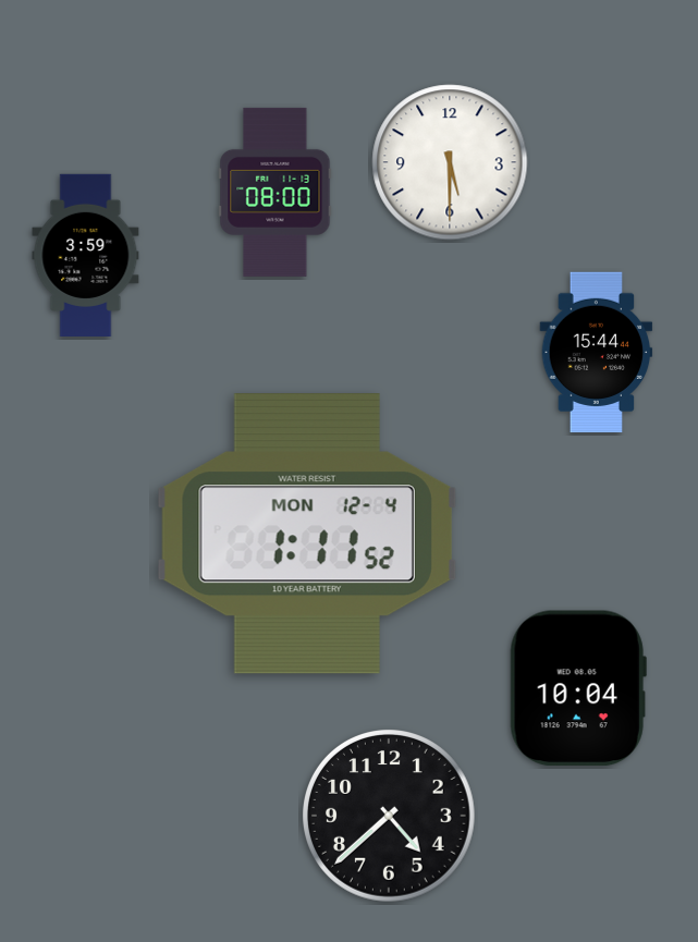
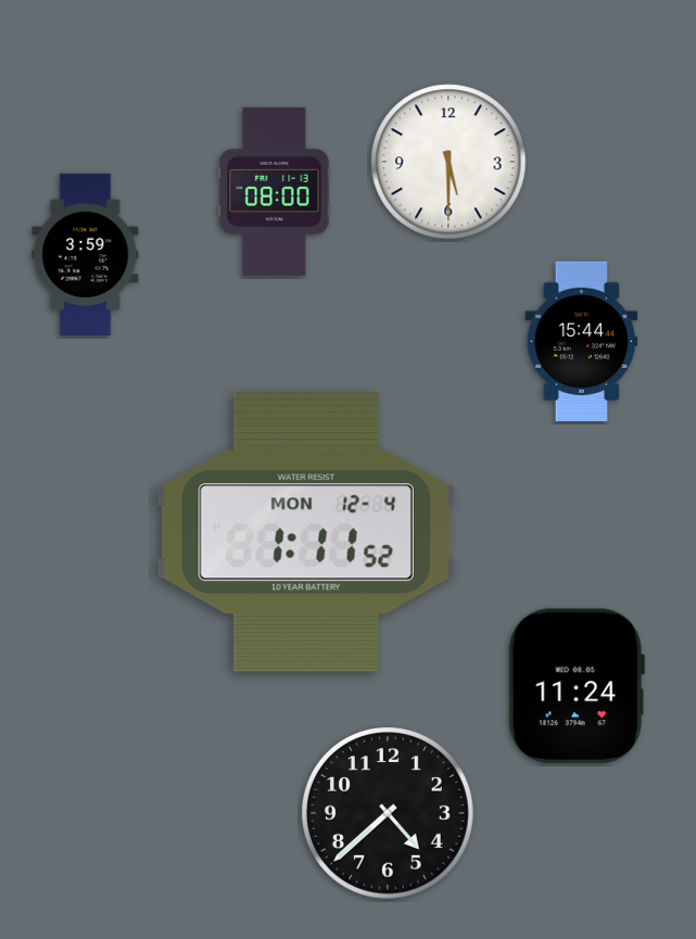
clock at (597, 352) position: (597, 352) -> (582, 341)
clock at (578, 688): 10:04 -> 11:24
